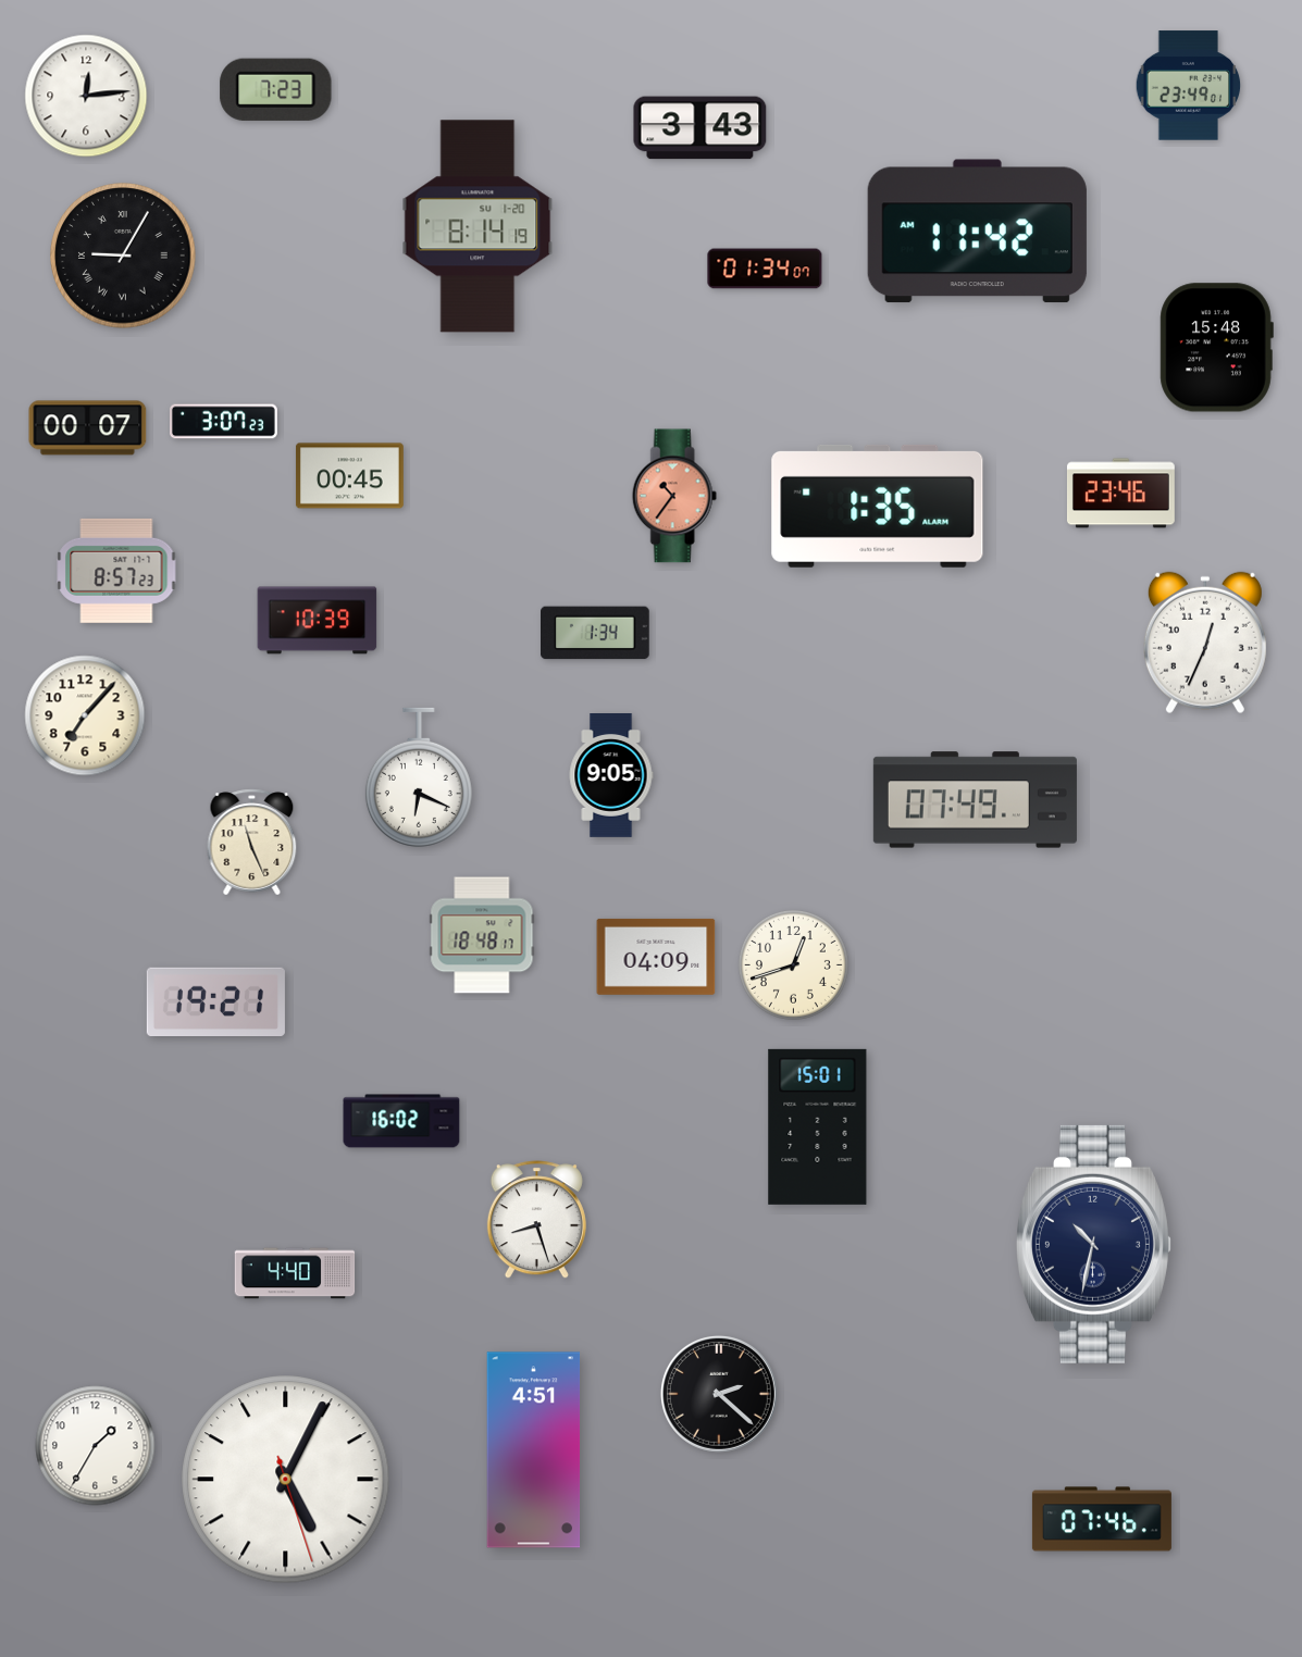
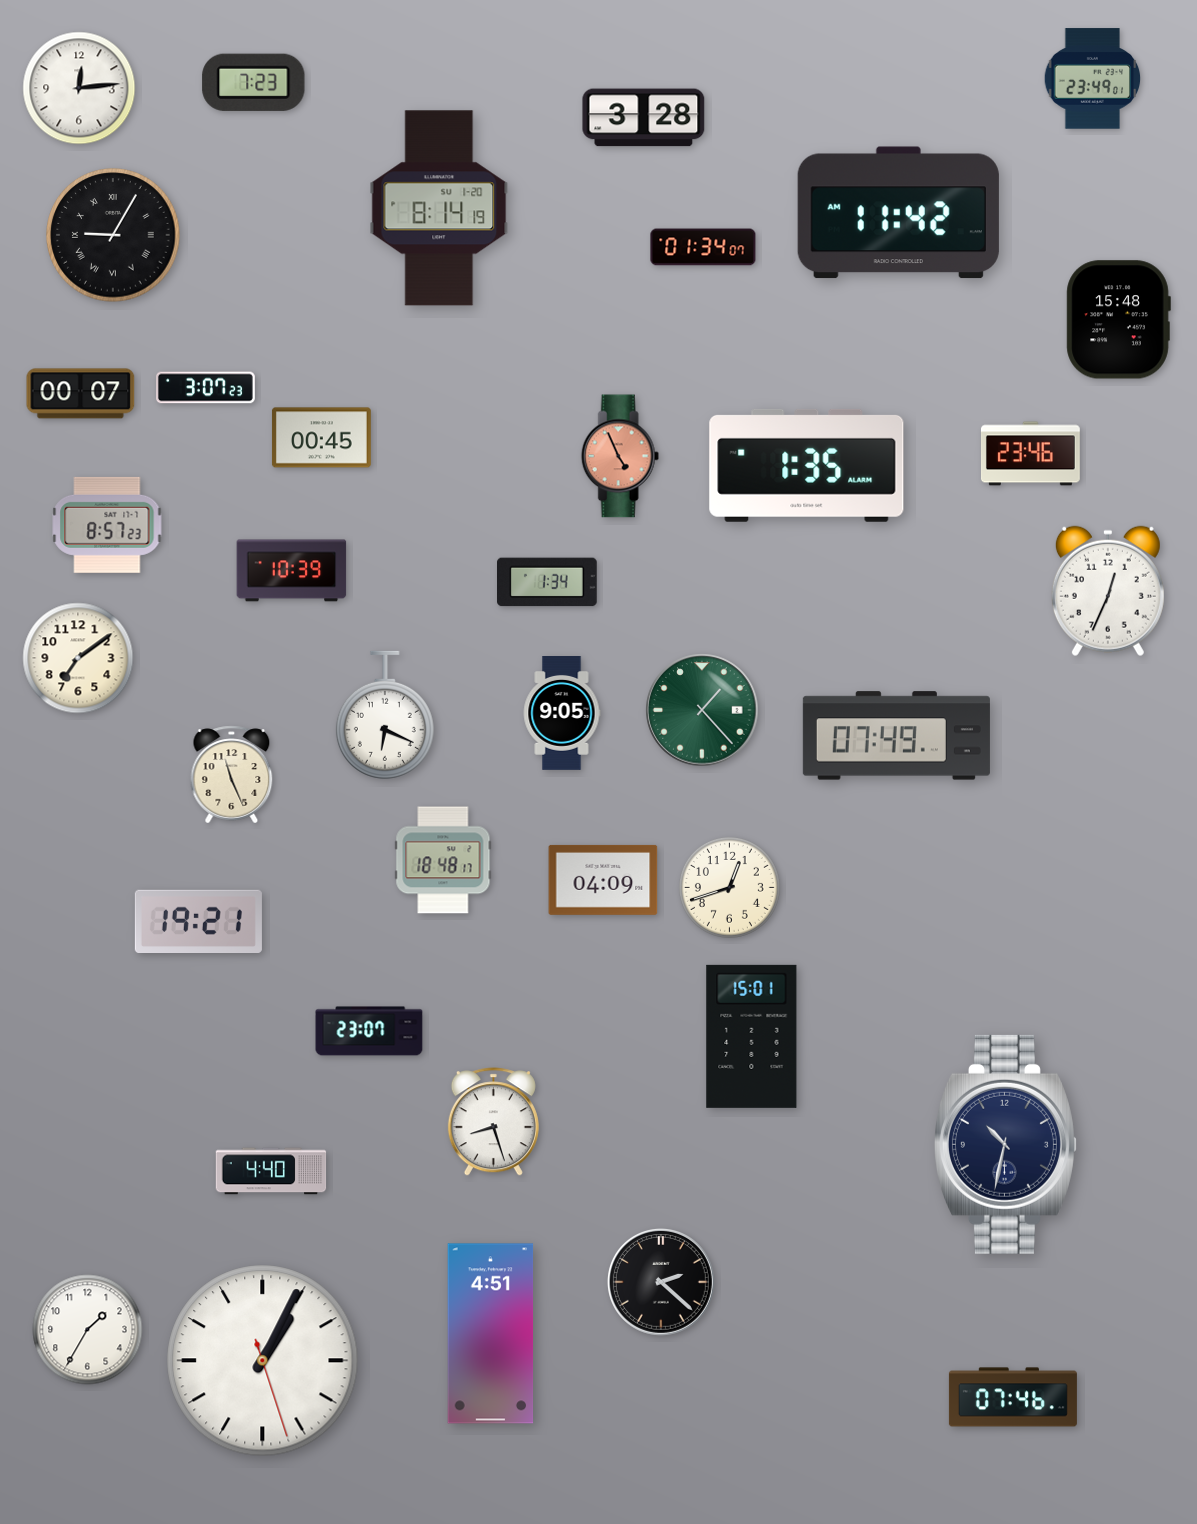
clock at (700, 128): 3:43 -> 3:28
clock at (674, 496): 10:36 -> 4:56
clock at (85, 715): 7:07 -> 7:09
clock at (702, 710): none -> 1:23
clock at (401, 1121): 16:02 -> 23:07
clock at (286, 1480): 5:04 -> 1:04
